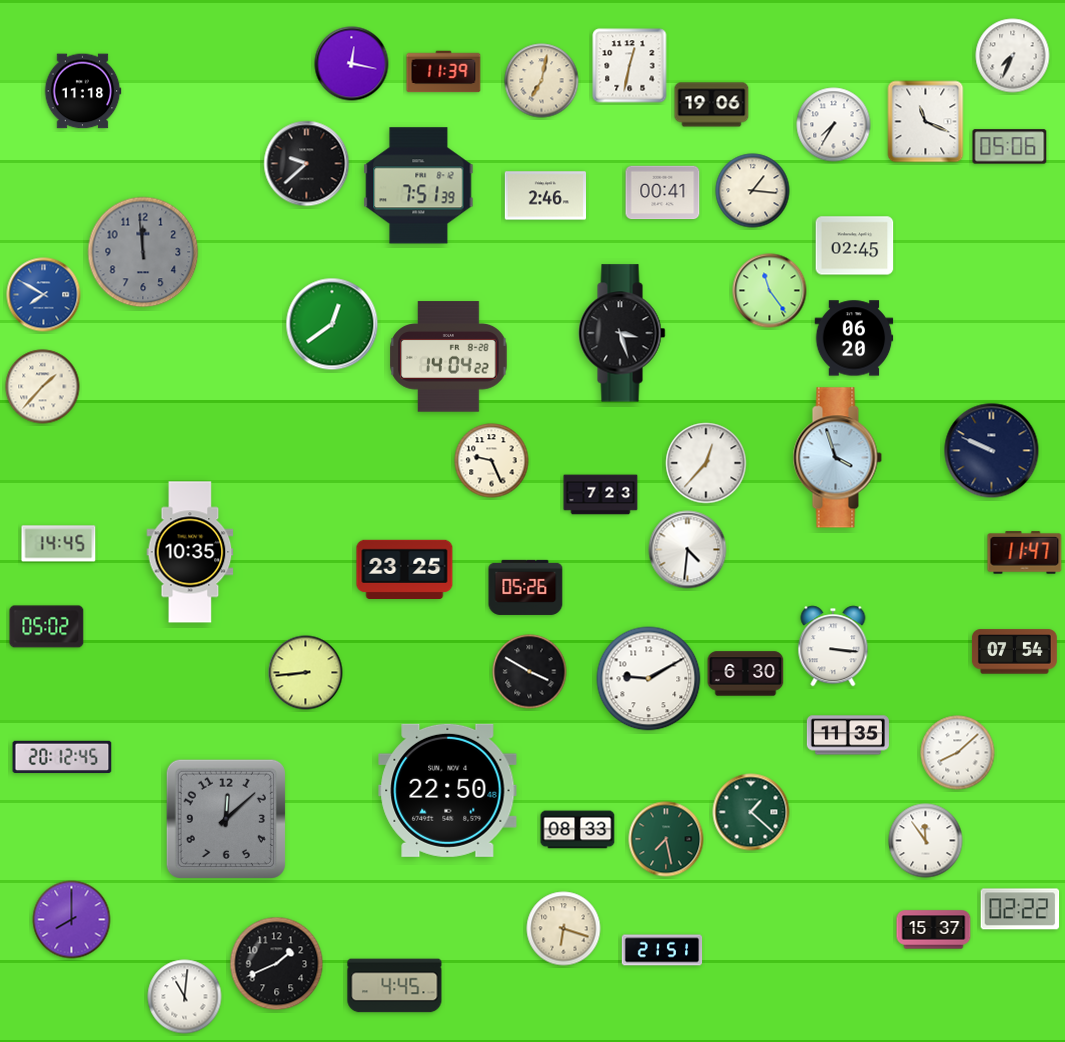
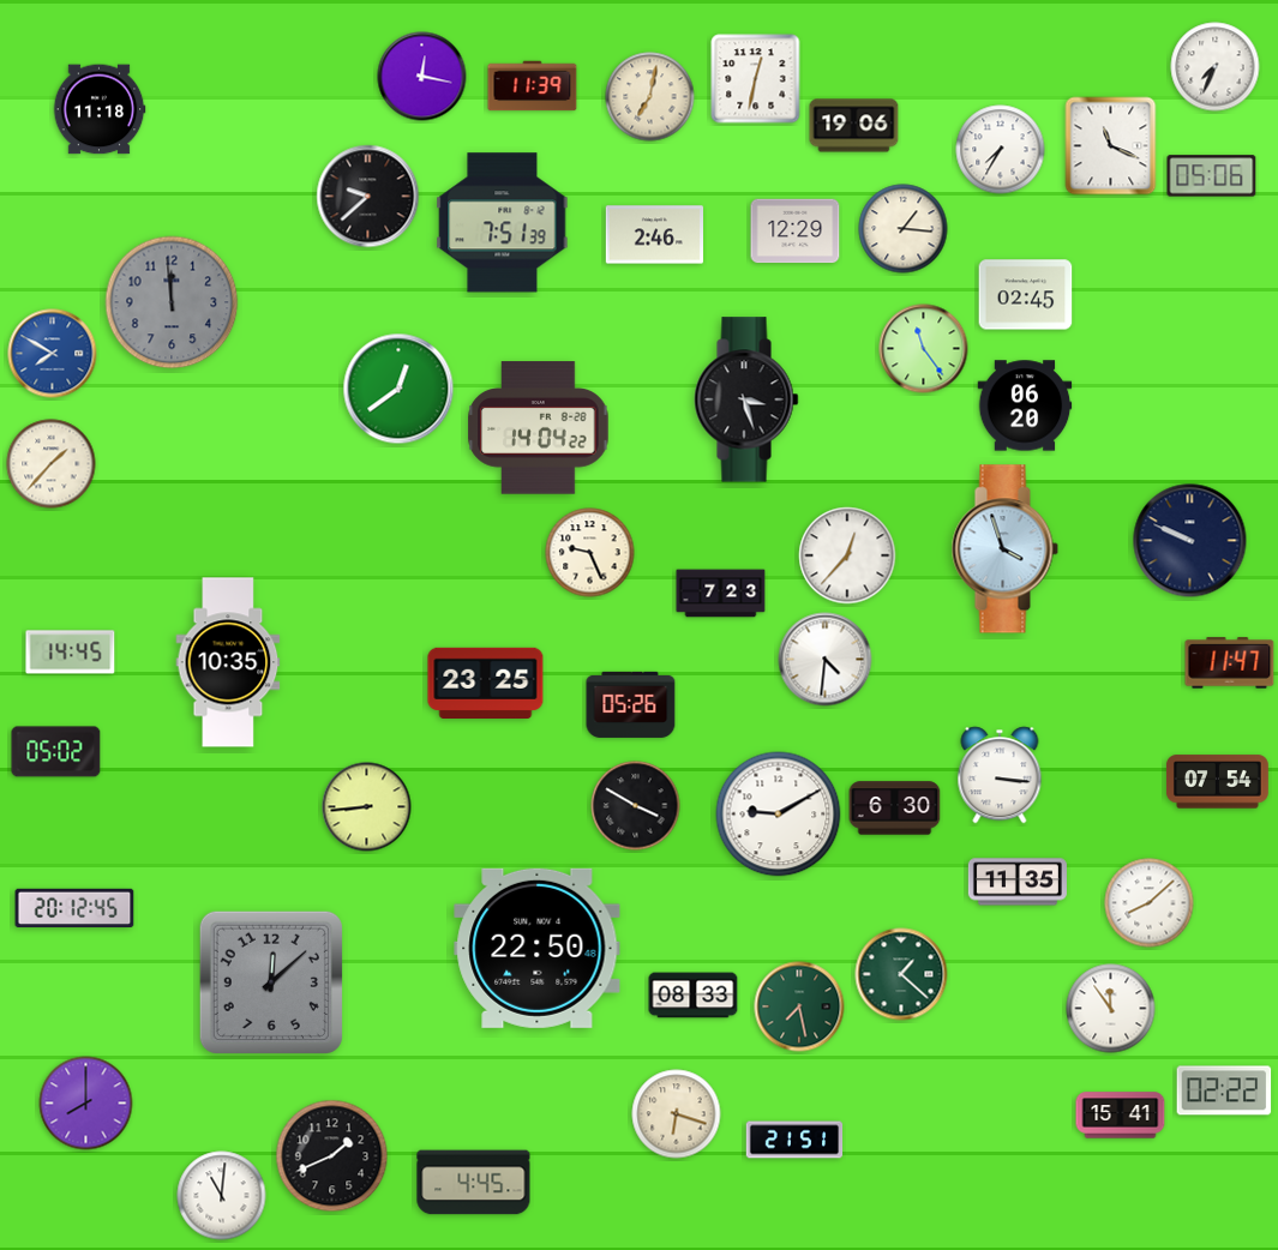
clock at (663, 193): 00:41 -> 12:29
clock at (934, 930): 15:37 -> 15:41
